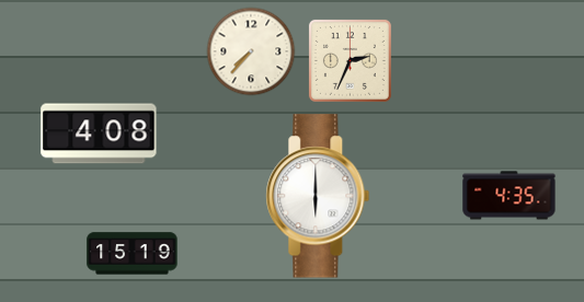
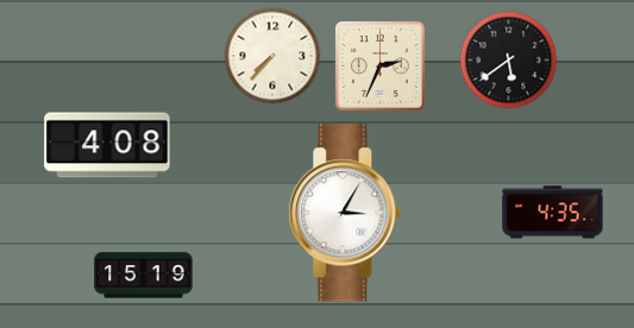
clock at (509, 61): none -> 5:39
clock at (318, 196): 6:00 -> 3:05
